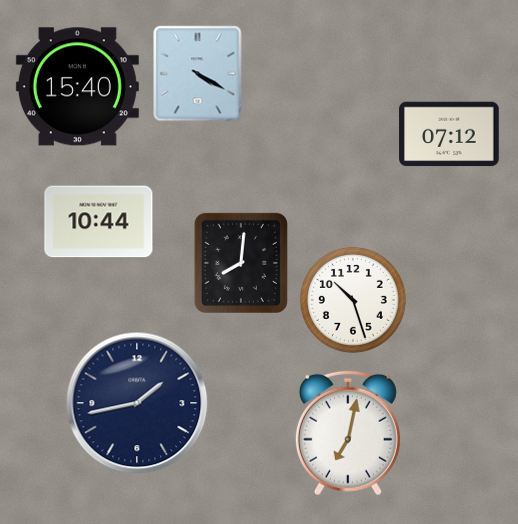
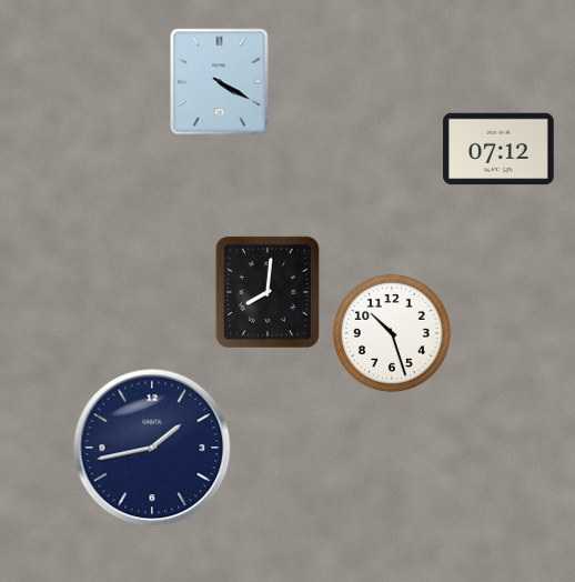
clock at (77, 87): 15:40 -> none
clock at (99, 222): 10:44 -> none
clock at (348, 433): 7:02 -> none
